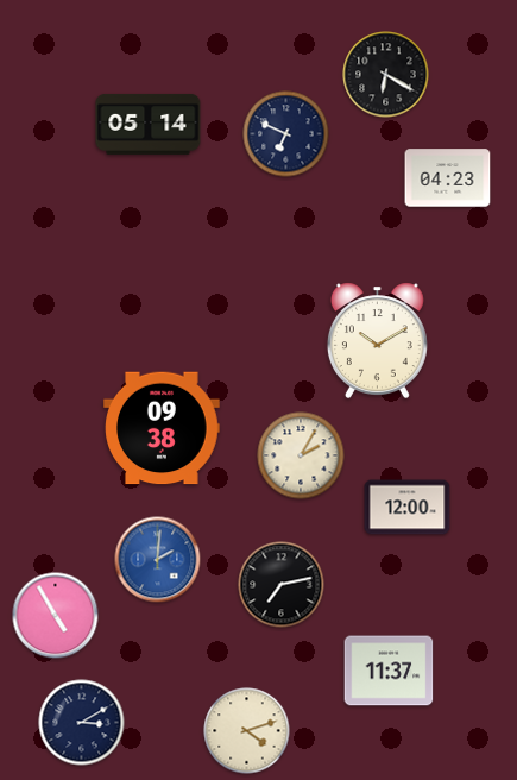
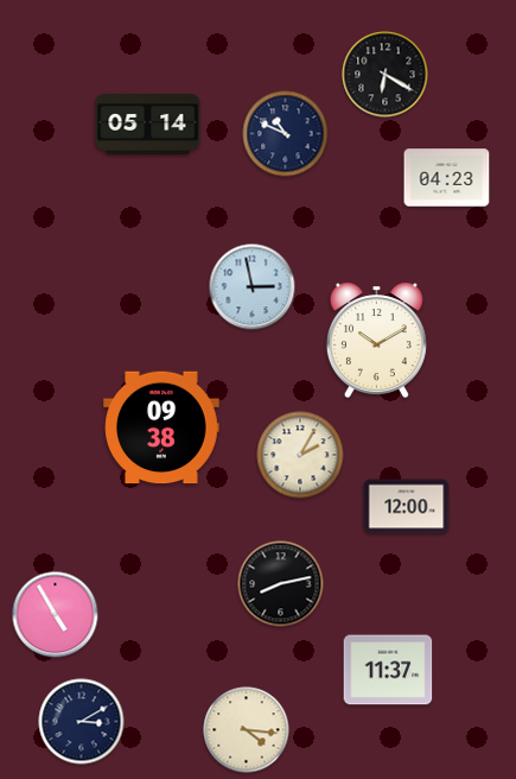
clock at (286, 134): 6:49 -> 10:49
clock at (253, 287): none -> 2:58
clock at (158, 560): 2:01 -> none
clock at (282, 585): 7:13 -> 8:13
clock at (247, 731): 4:12 -> 4:16
